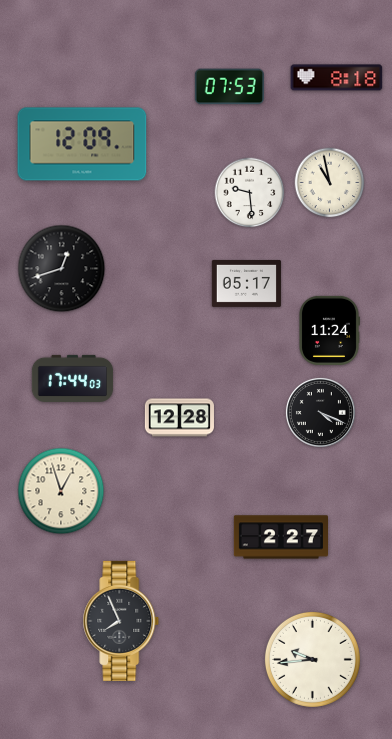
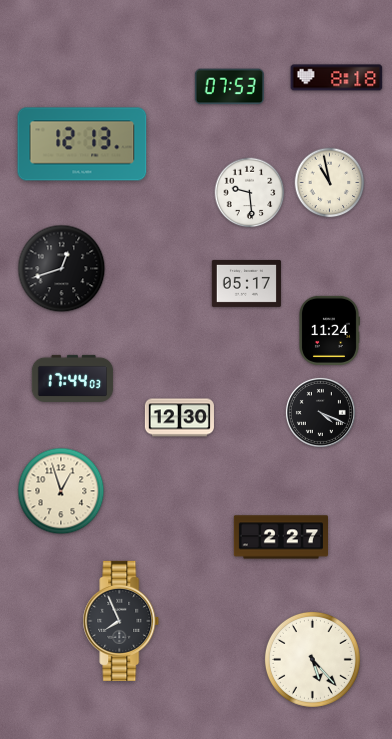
clock at (82, 144): 12:09 -> 12:13
clock at (179, 418): 12:28 -> 12:30
clock at (312, 659): 9:44 -> 5:23
